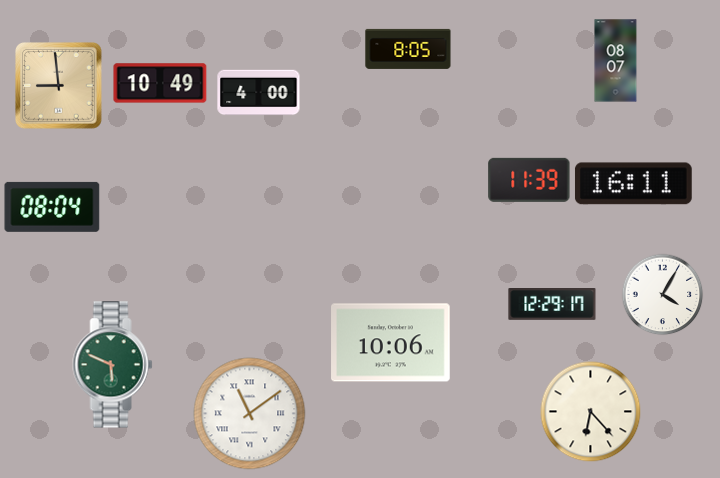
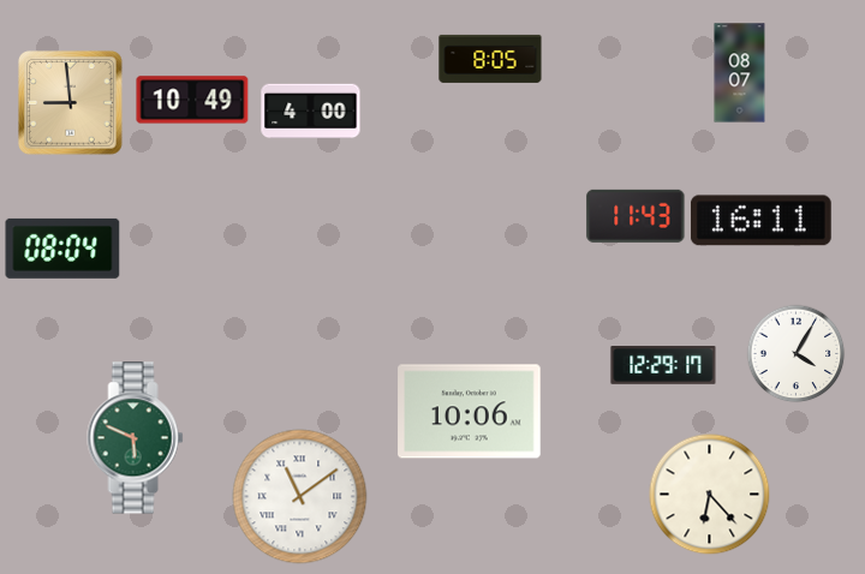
clock at (529, 180): 11:39 -> 11:43
